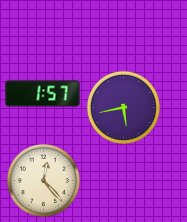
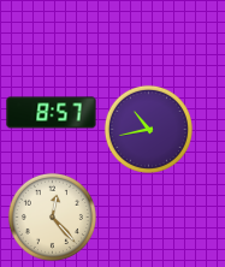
clock at (43, 94): 1:57 -> 8:57
clock at (123, 107): 5:43 -> 10:43
